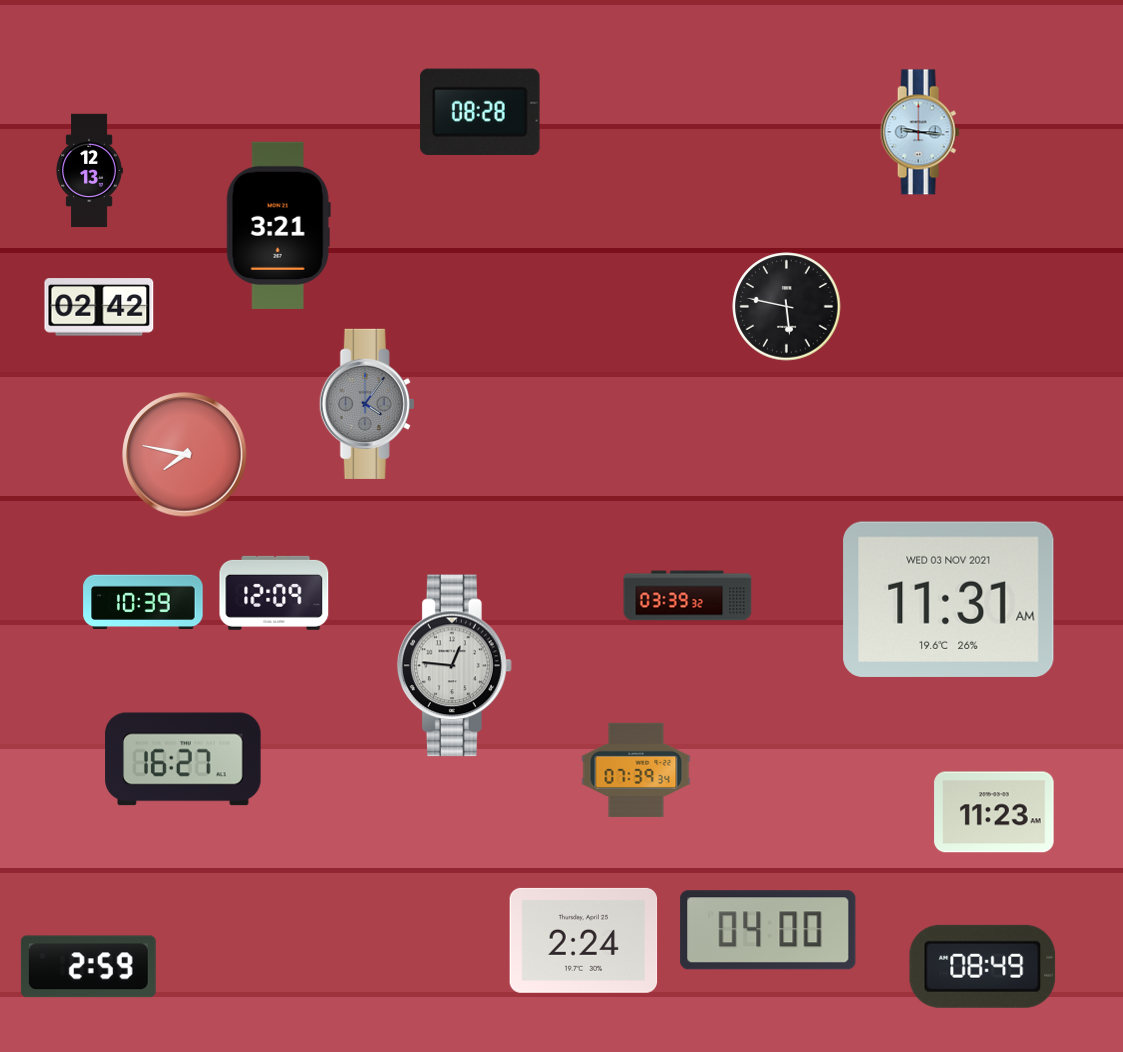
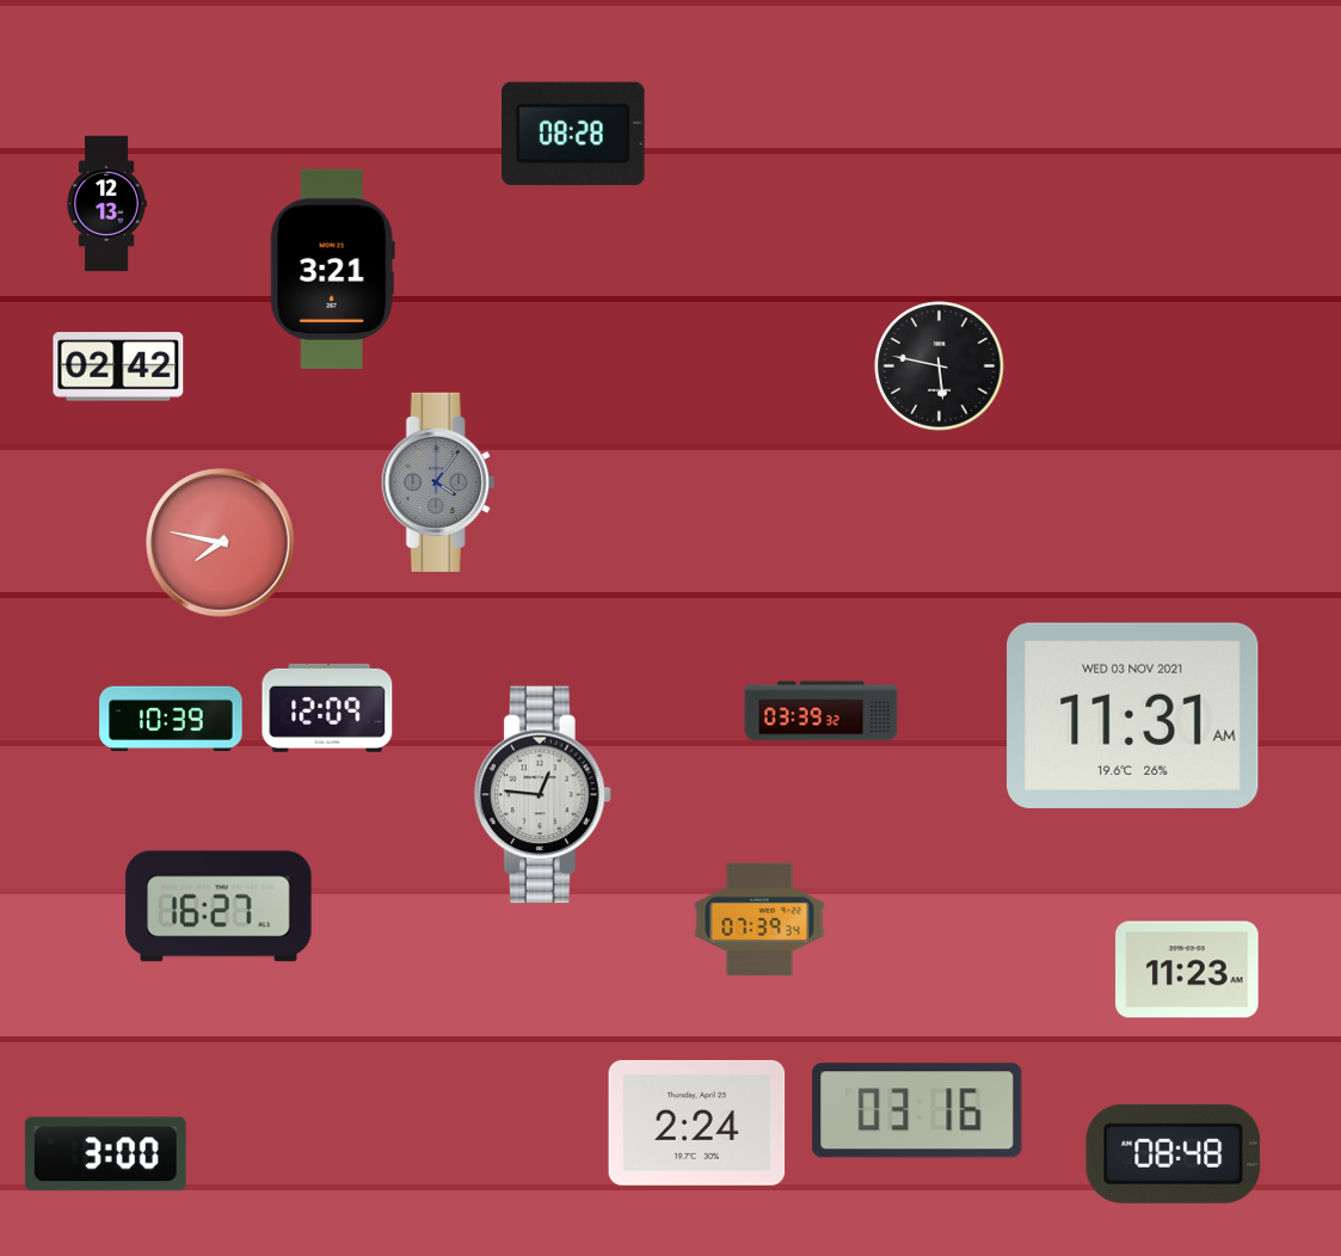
clock at (920, 132): 9:16 -> none
clock at (768, 930): 04:00 -> 03:16
clock at (983, 966): 08:49 -> 08:48
clock at (88, 967): 2:59 -> 3:00
